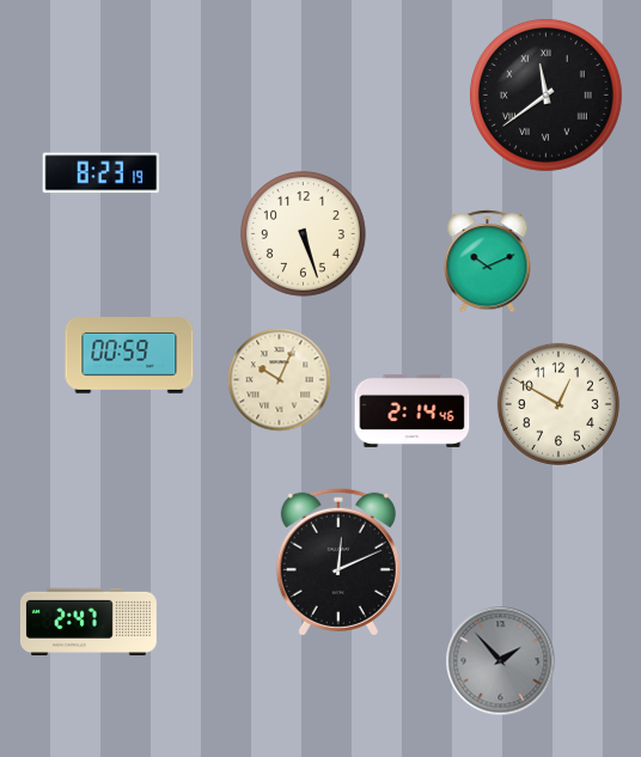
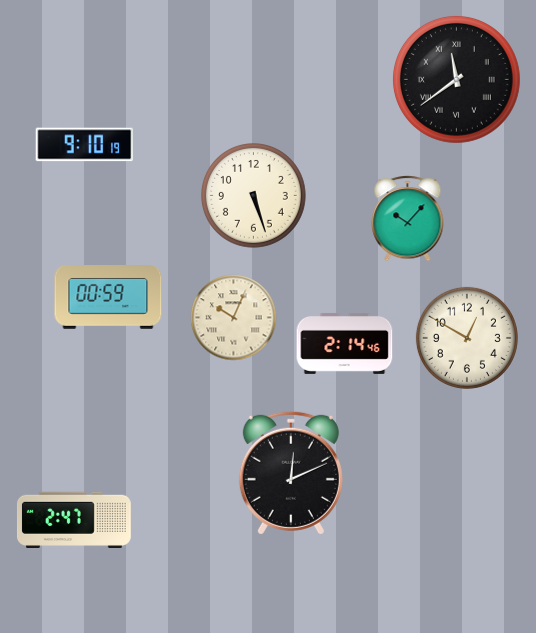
clock at (102, 173): 8:23 -> 9:10
clock at (488, 262): 10:11 -> 10:07
clock at (338, 562) position: (338, 562) -> (291, 473)
clock at (501, 661): 1:53 -> none
